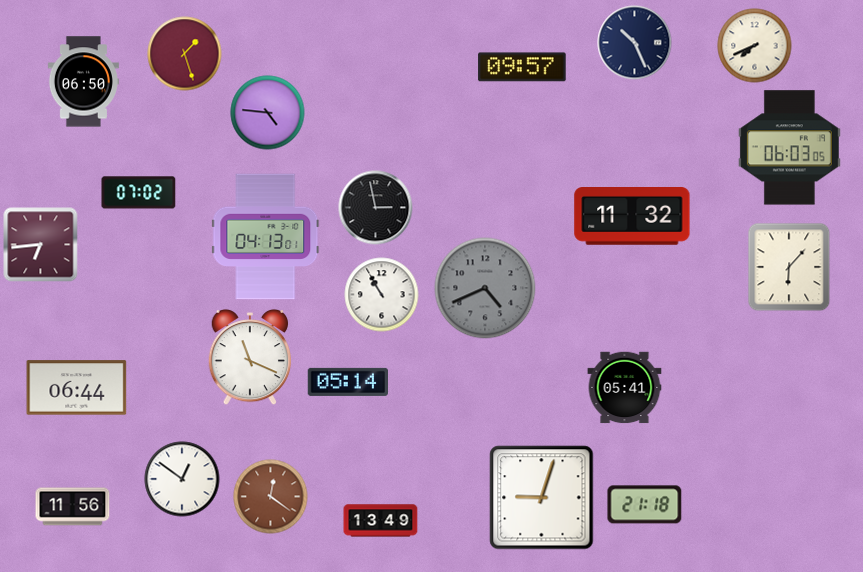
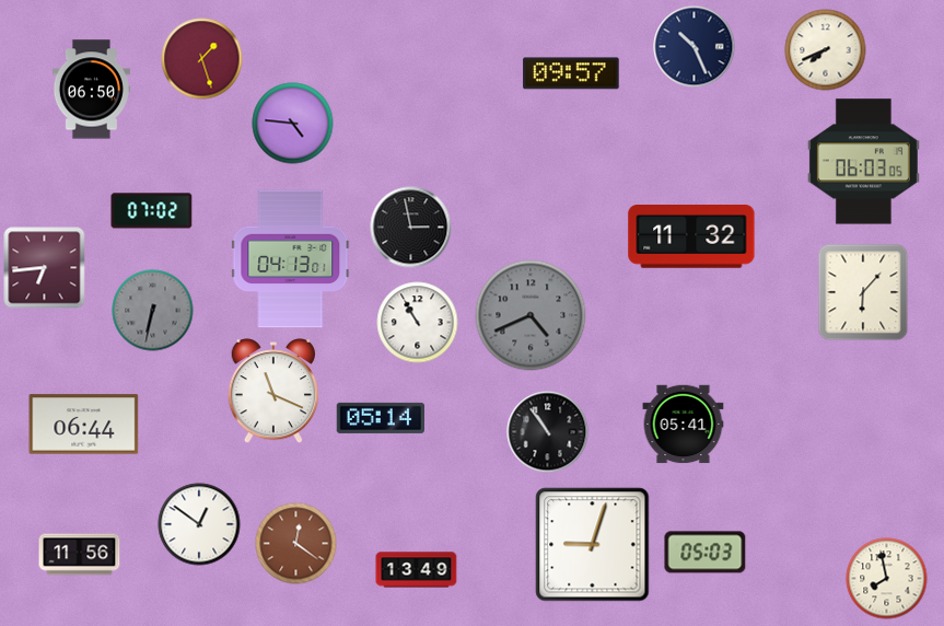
clock at (153, 311): none -> 6:32
clock at (548, 432): none -> 10:54
clock at (645, 505): 21:18 -> 05:03
clock at (887, 579): none -> 7:58
